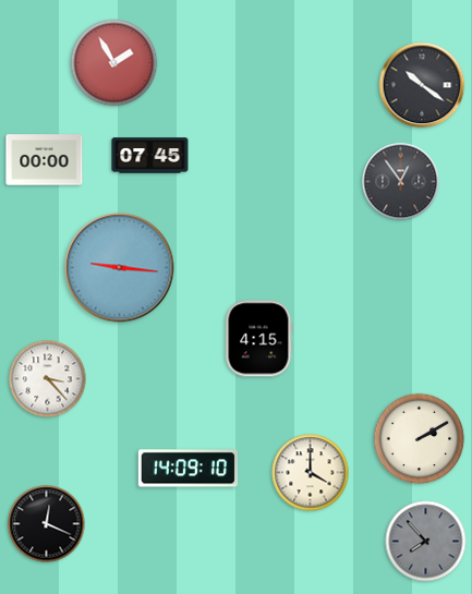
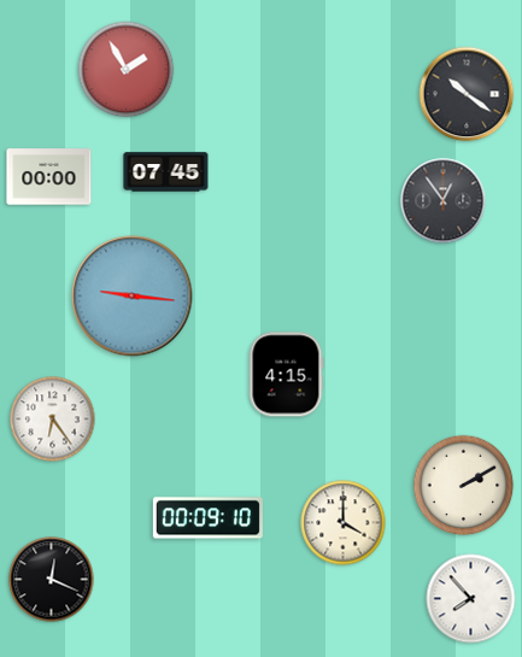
clock at (48, 379): 3:23 -> 6:24
clock at (187, 469): 14:09 -> 00:09
clock at (426, 542) dial: grey -> white
